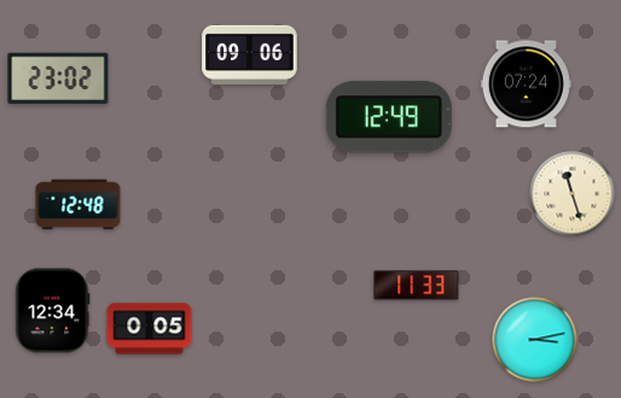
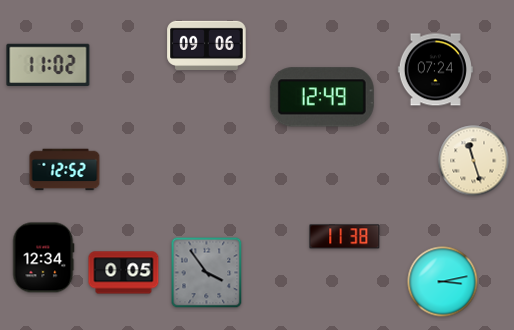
clock at (58, 78): 23:02 -> 11:02
clock at (79, 205): 12:48 -> 12:52
clock at (417, 286): 11:33 -> 11:38
clock at (207, 273): none -> 3:54
